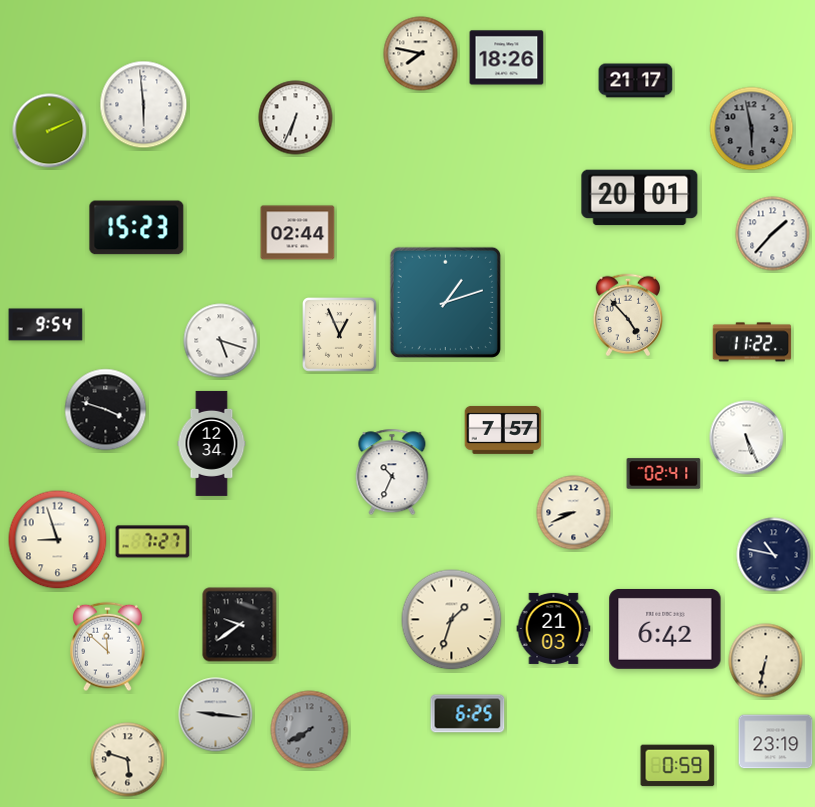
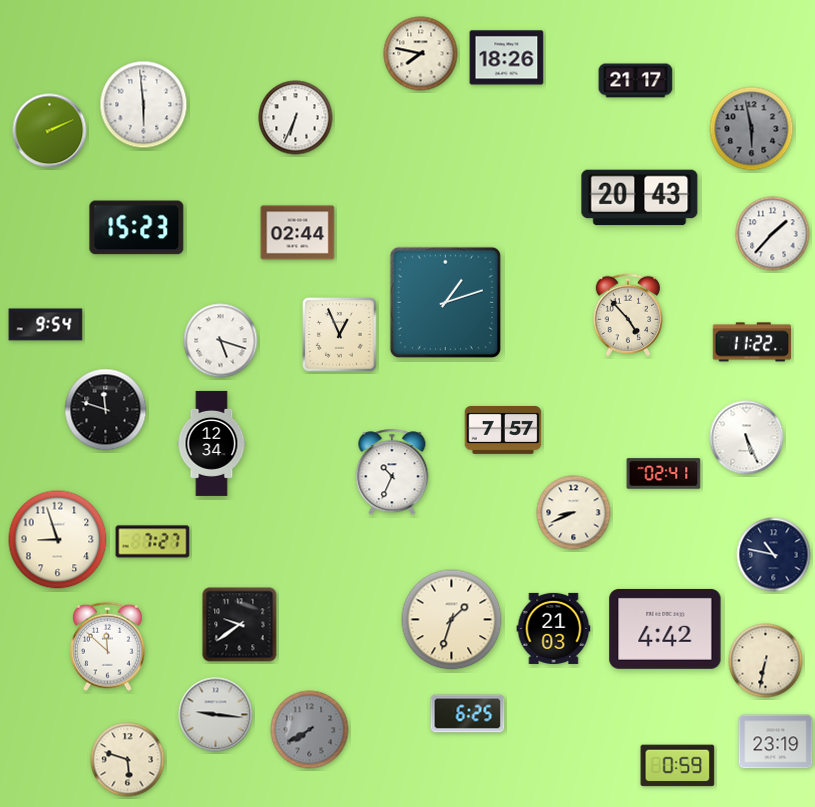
clock at (640, 198): 20:01 -> 20:43
clock at (106, 410): 3:48 -> 11:48
clock at (665, 629): 6:42 -> 4:42
